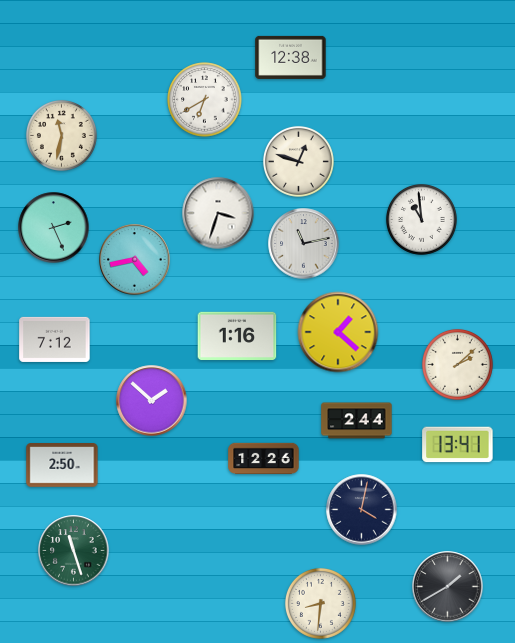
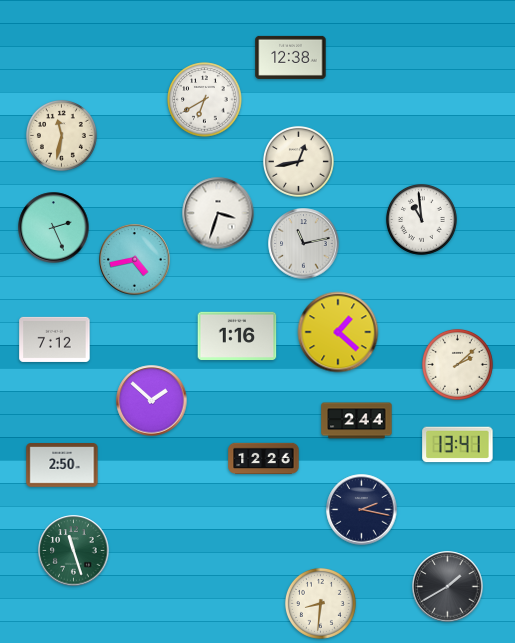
clock at (298, 161): 12:48 -> 12:43
clock at (362, 510): 4:02 -> 2:17
